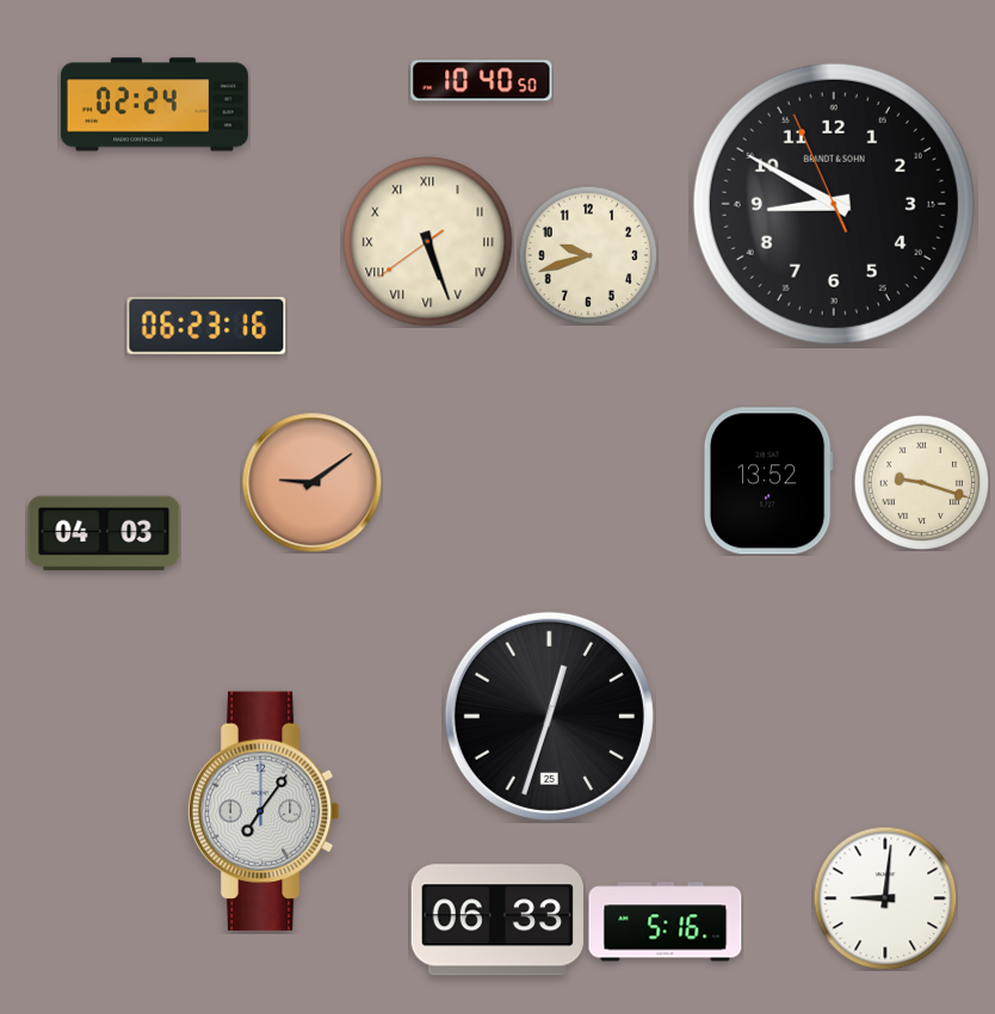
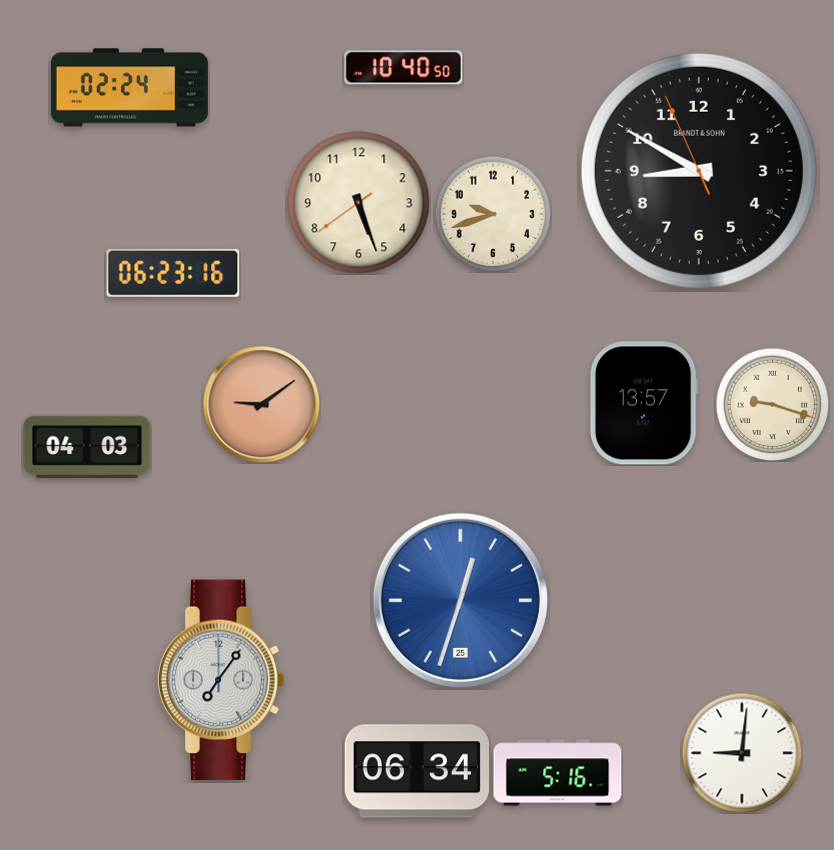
clock at (428, 242) numerals: Roman -> Arabic
clock at (768, 481): 13:52 -> 13:57
clock at (549, 716) dial: black -> blue
clock at (496, 920): 06:33 -> 06:34
